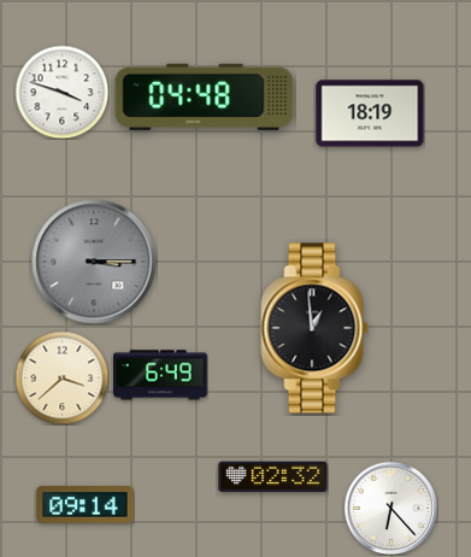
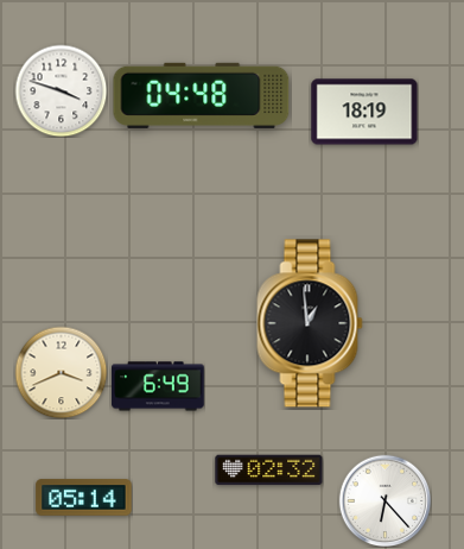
clock at (94, 262): 3:15 -> none
clock at (160, 375) position: (160, 375) -> (158, 386)
clock at (61, 377): 3:38 -> 3:41
clock at (86, 505): 09:14 -> 05:14
